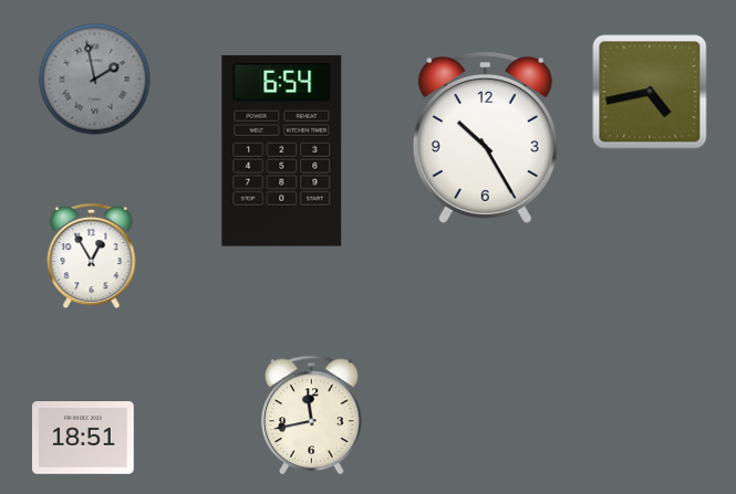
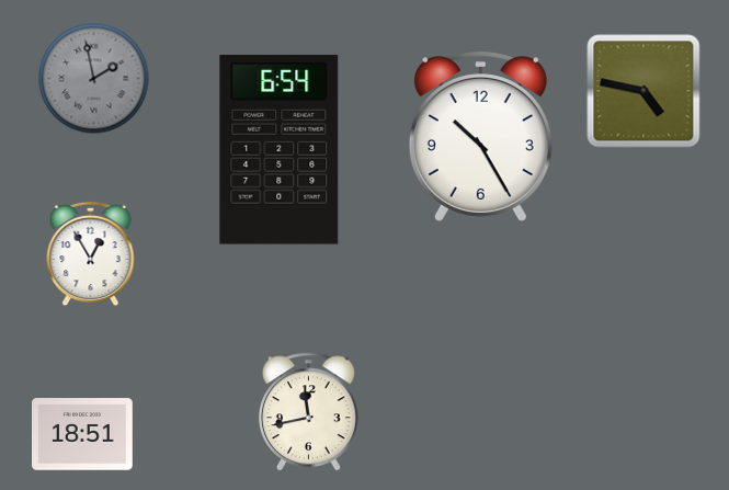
clock at (650, 92): 4:43 -> 4:47
